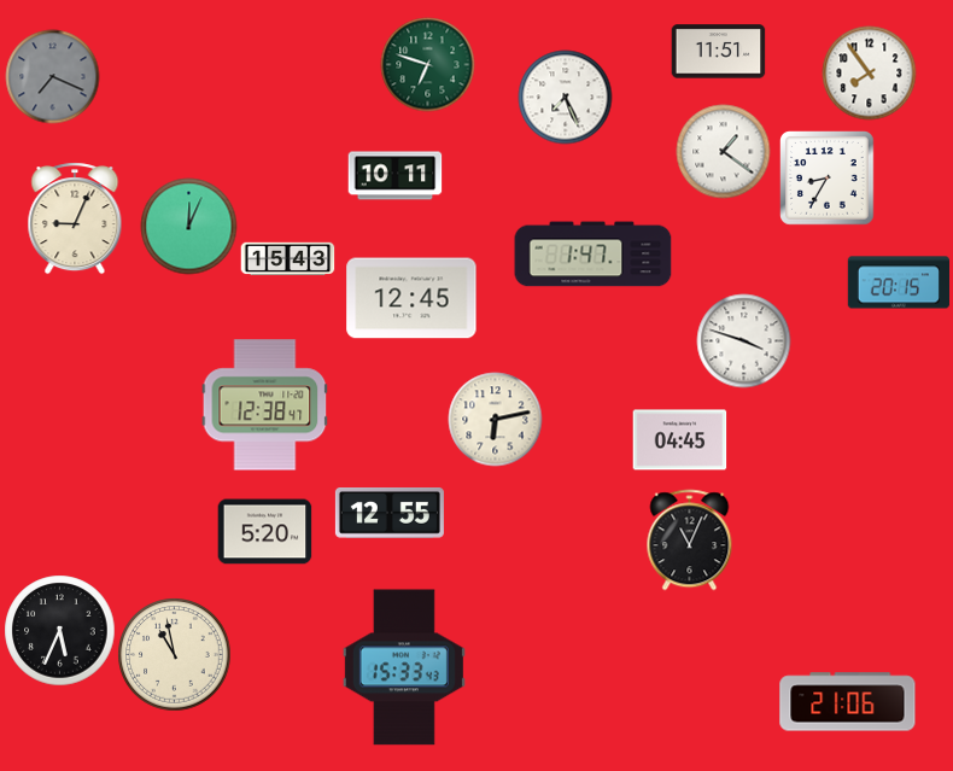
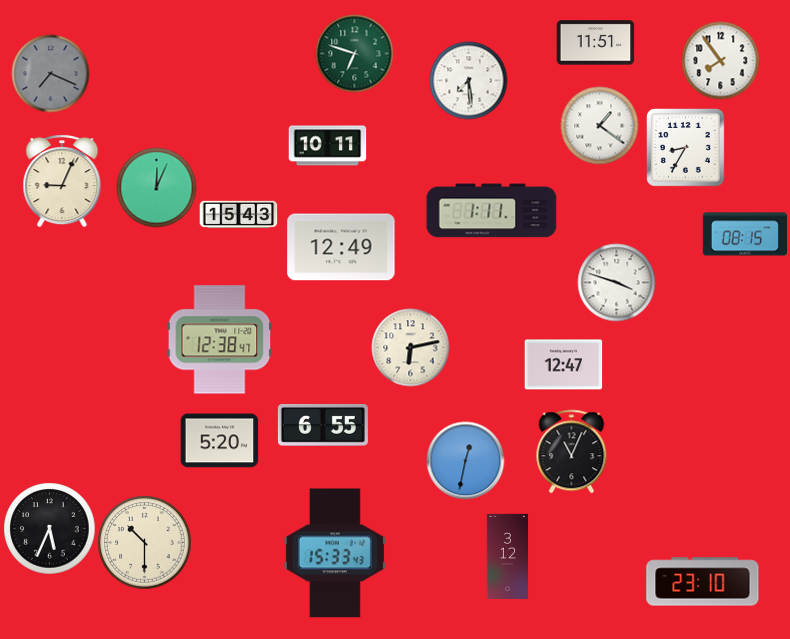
clock at (52, 76) position: (52, 76) -> (50, 73)
clock at (565, 97): 7:26 -> 7:29
clock at (594, 255): 1:47 -> 1:11
clock at (898, 282): 20:15 -> 08:15
clock at (411, 298): 12:45 -> 12:49
clock at (265, 405) position: (265, 405) -> (220, 340)
clock at (679, 440): 04:45 -> 12:47
clock at (390, 514): 12:55 -> 6:55
clock at (690, 539) position: (690, 539) -> (572, 451)
clock at (465, 460): none -> 12:32
clock at (59, 630) position: (59, 630) -> (49, 528)
clock at (174, 654): 10:58 -> 10:30
clock at (508, 556): none -> 3:12
clock at (848, 702): 21:06 -> 23:10
